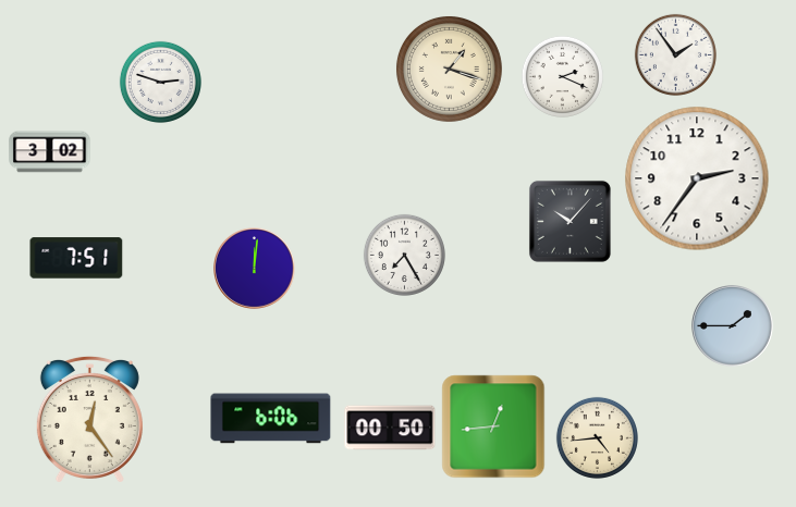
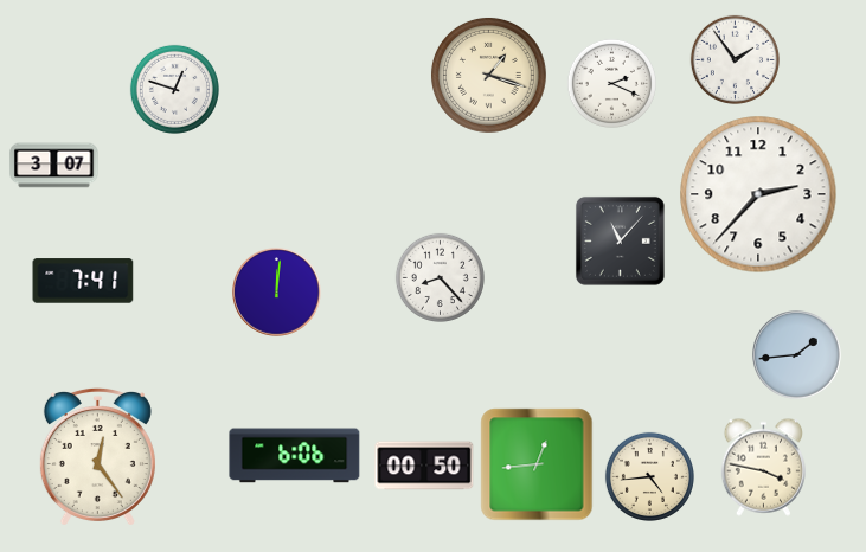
clock at (160, 82): 2:48 -> 12:48
clock at (50, 152): 3:02 -> 3:07
clock at (697, 178): 2:36 -> 2:37
clock at (570, 221): 10:07 -> 11:07
clock at (404, 255): 7:25 -> 8:23
clock at (76, 258): 7:51 -> 7:41
clock at (733, 326): 1:45 -> 1:44
clock at (763, 467): none -> 3:47
